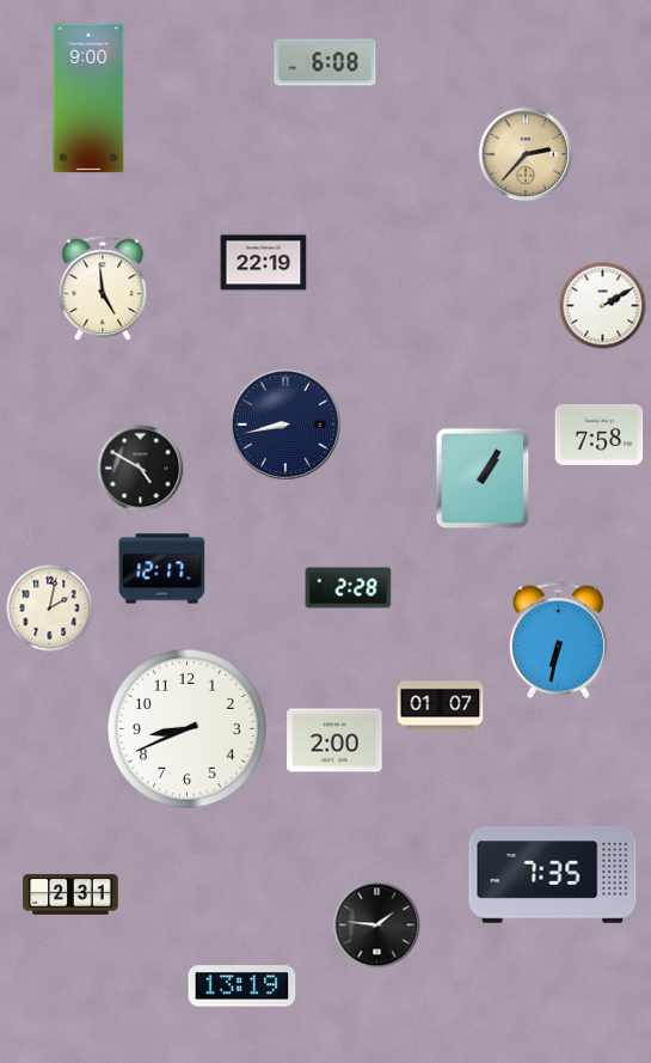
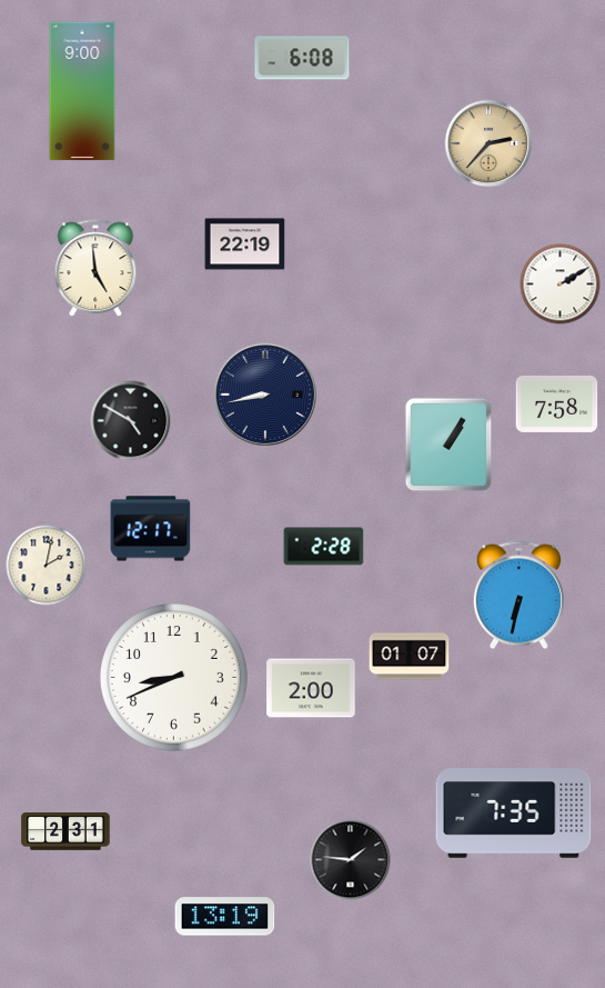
clock at (141, 469) position: (141, 469) -> (131, 421)
